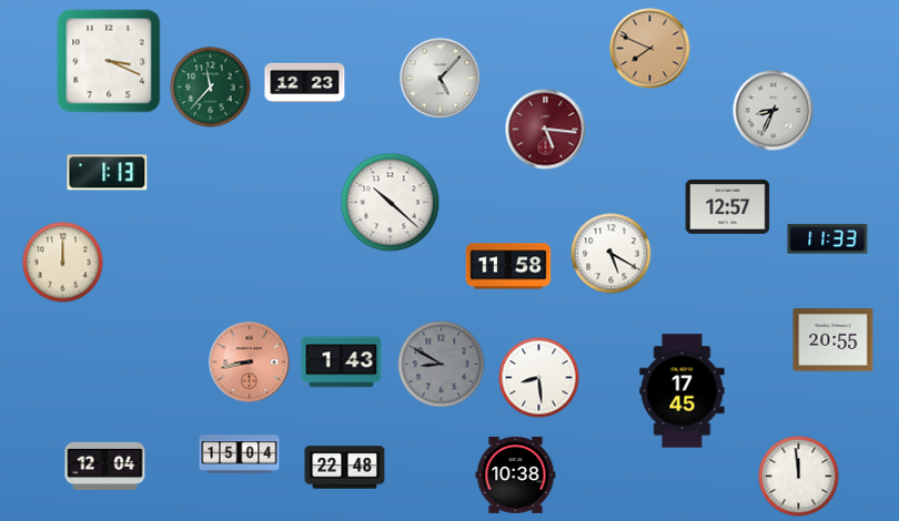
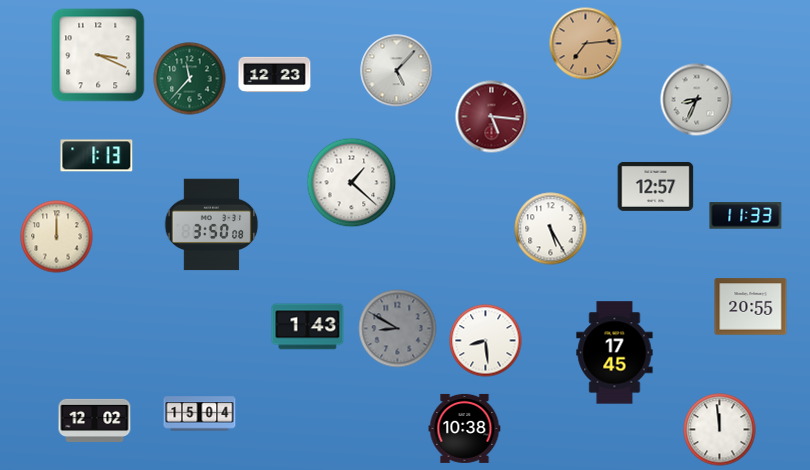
clock at (650, 49): 7:49 -> 7:14
clock at (391, 203): 10:22 -> 1:22
clock at (212, 225): none -> 3:50
clock at (612, 254): 5:20 -> 5:25
clock at (508, 266): 11:58 -> none
clock at (250, 362): 8:43 -> none
clock at (240, 454) position: (240, 454) -> (200, 414)
clock at (105, 466): 12:04 -> 12:02
clock at (345, 468): 22:48 -> none
